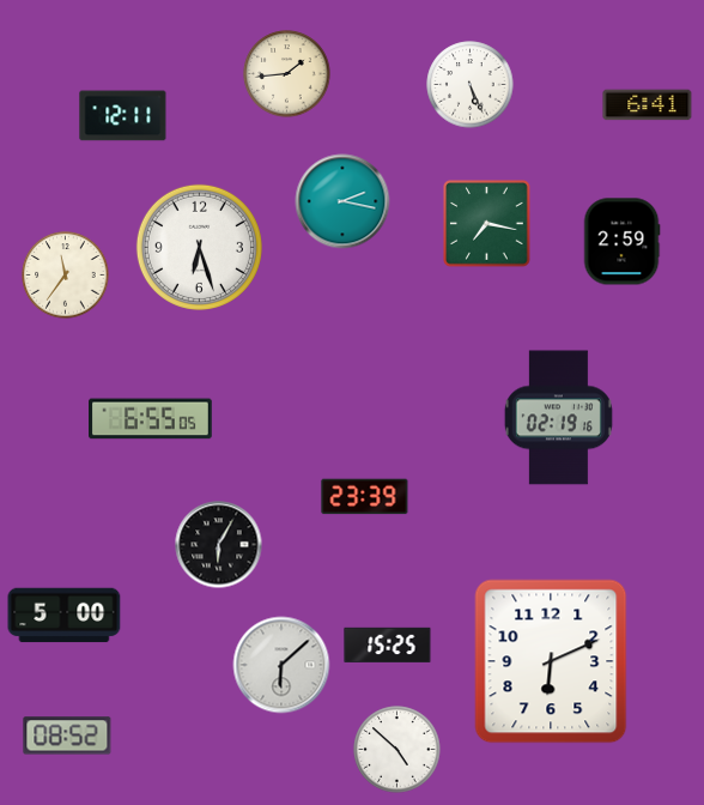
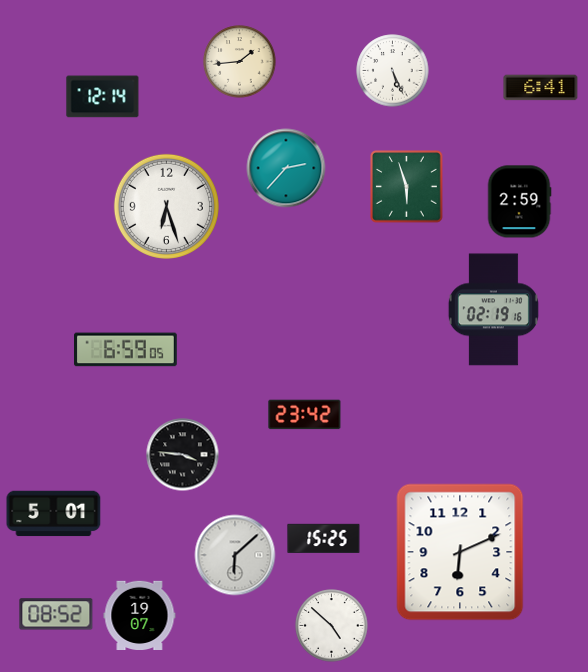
clock at (123, 116): 12:11 -> 12:14
clock at (342, 201): 2:17 -> 2:37
clock at (487, 224): 7:17 -> 5:57
clock at (66, 276): 11:36 -> none
clock at (558, 418) position: (558, 418) -> (493, 310)
clock at (151, 419): 6:55 -> 6:59
clock at (365, 497): 23:39 -> 23:42
clock at (219, 545): 6:05 -> 3:46
clock at (65, 616): 5:00 -> 5:01
clock at (140, 615): none -> 19:07
